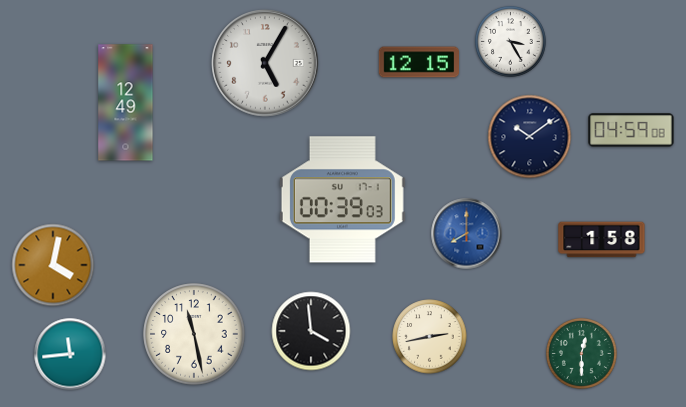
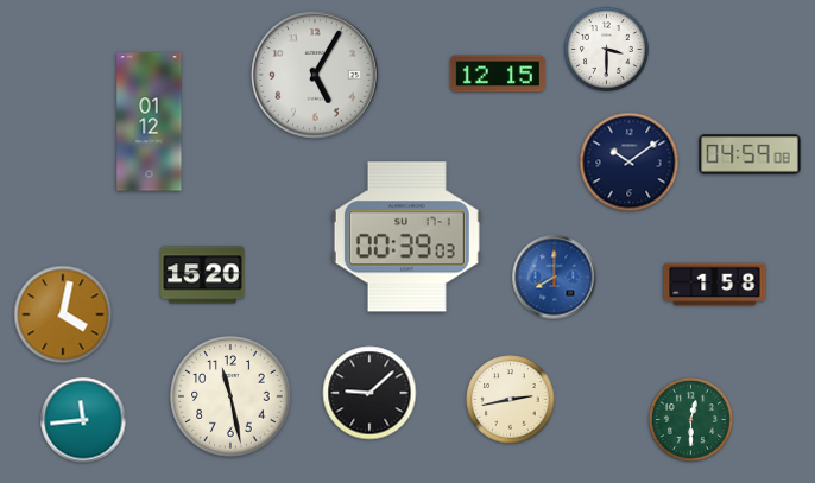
clock at (510, 41): 3:25 -> 3:30
clock at (126, 103): 12:49 -> 01:12
clock at (203, 275): none -> 15:20
clock at (311, 331): 3:59 -> 9:08
